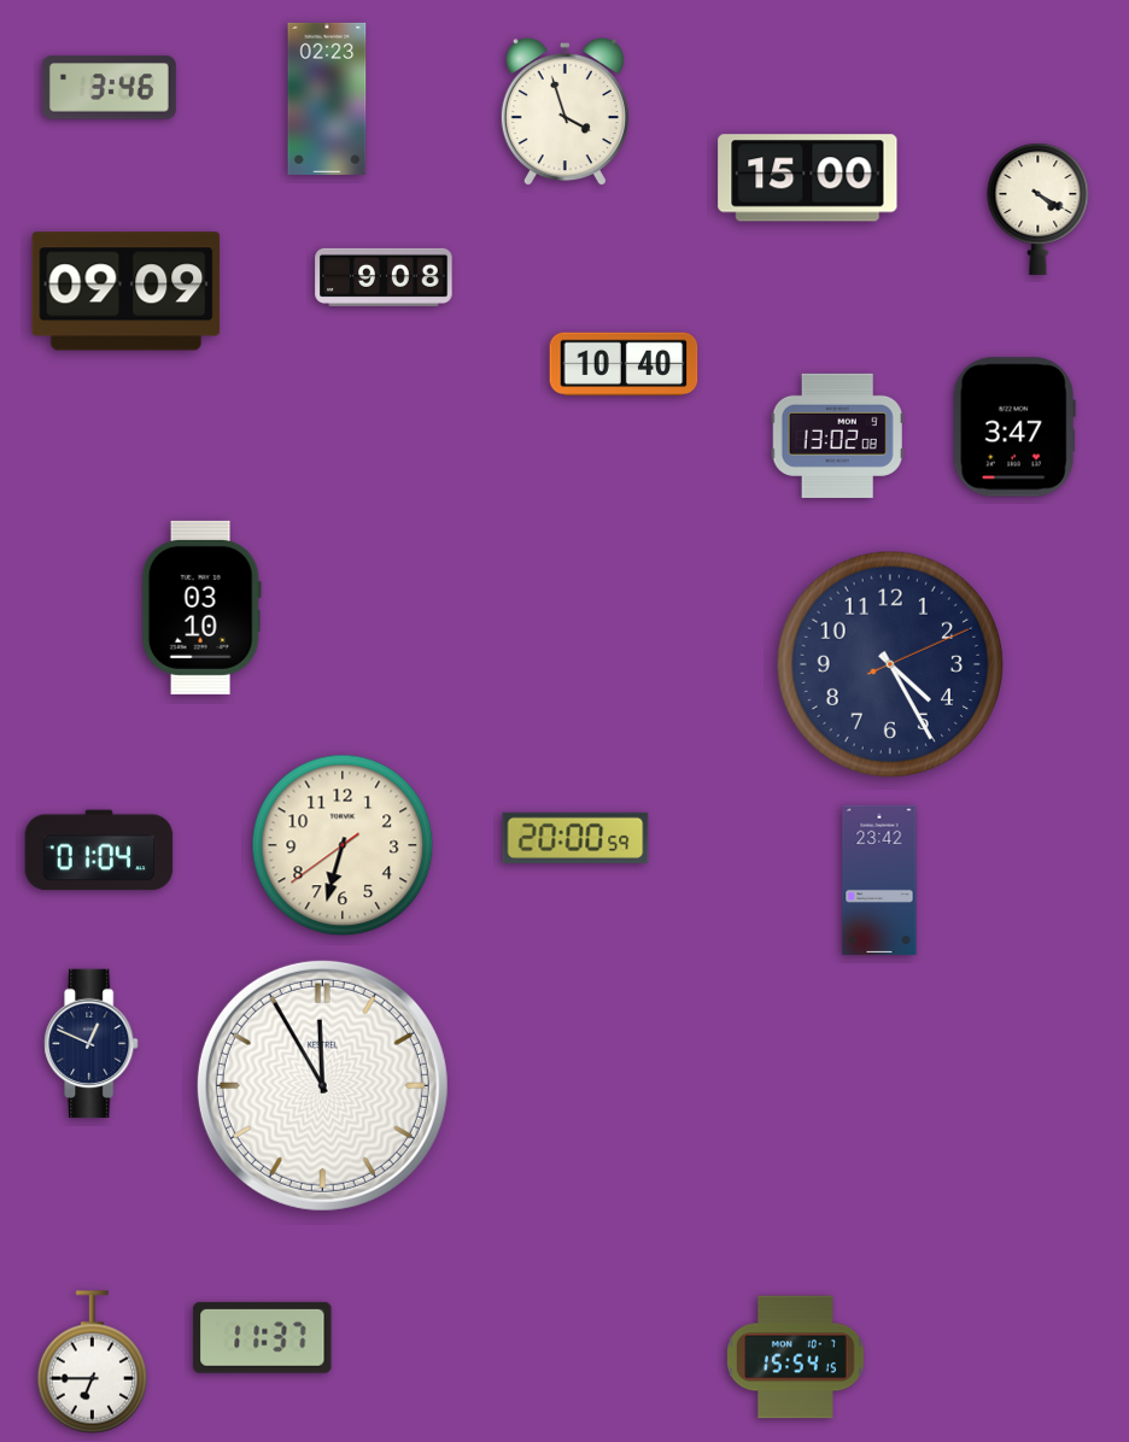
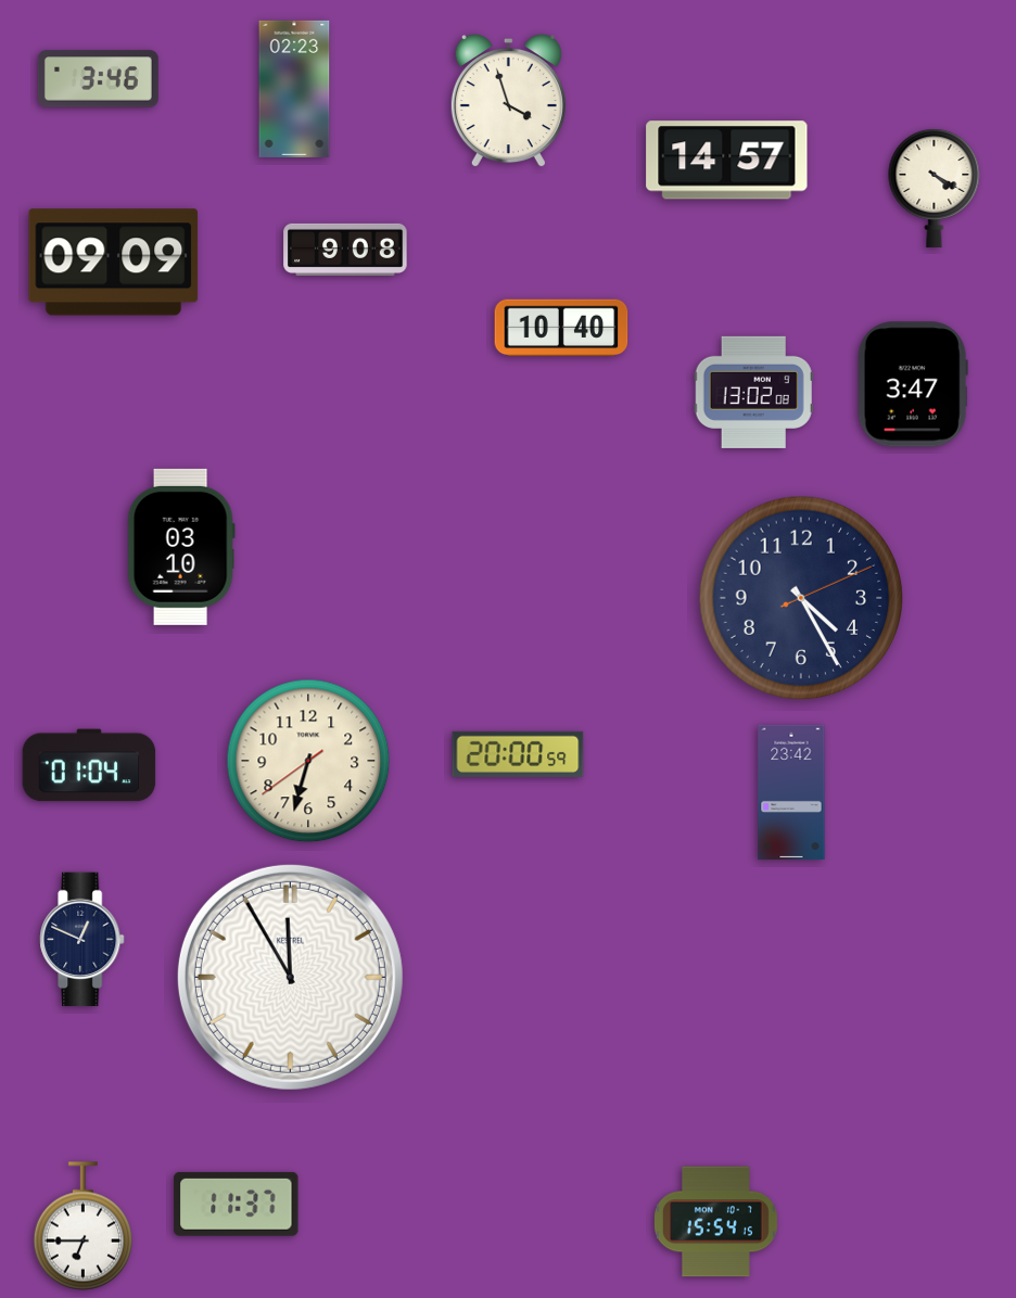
clock at (808, 178): 15:00 -> 14:57
